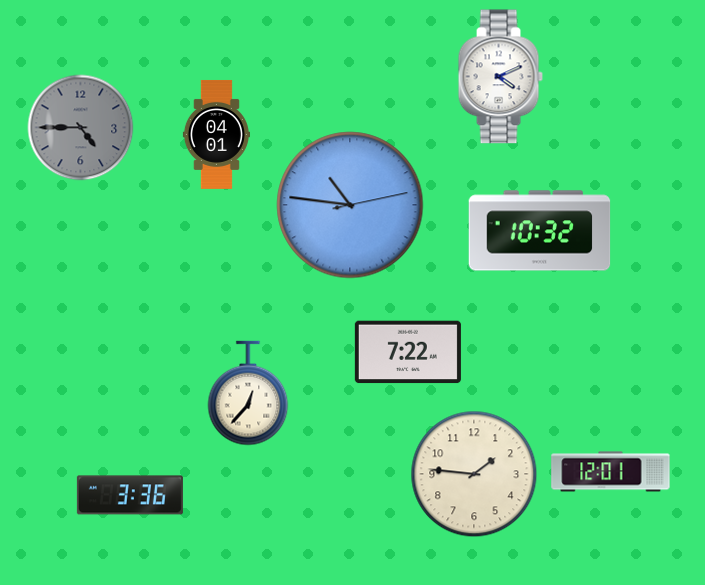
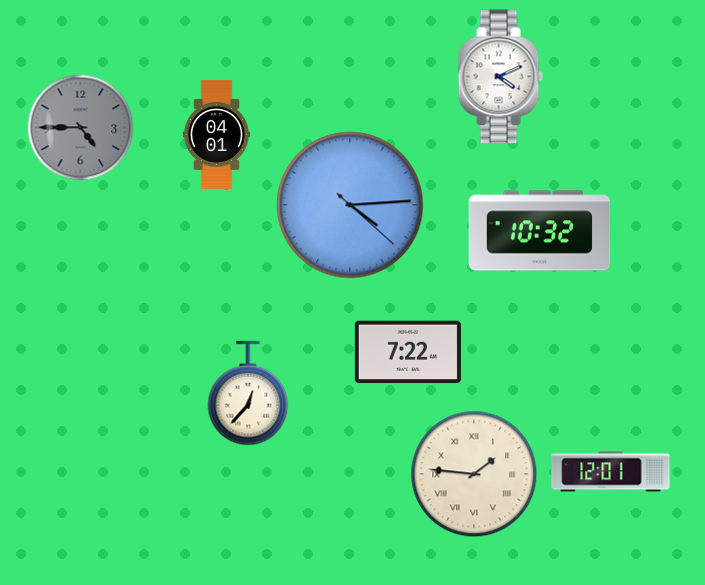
clock at (350, 205): 10:46 -> 4:14
clock at (474, 474) numerals: Arabic -> Roman
clock at (130, 495): 3:36 -> none
